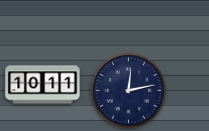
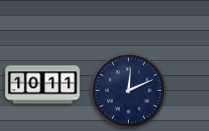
clock at (128, 90): 12:13 -> 12:11
